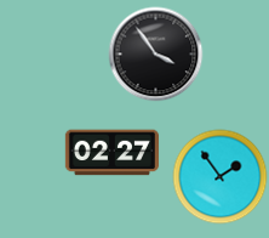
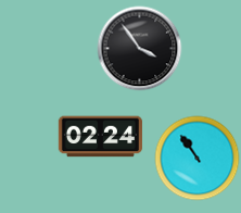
clock at (111, 153): 02:27 -> 02:24
clock at (219, 176): 1:54 -> 10:54
